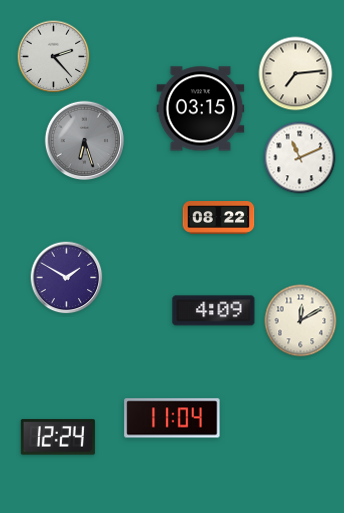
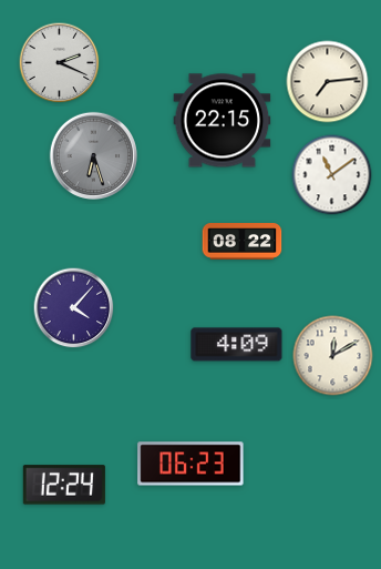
clock at (54, 57): 2:23 -> 2:19
clock at (201, 109): 03:15 -> 22:15
clock at (300, 158): 11:11 -> 11:09
clock at (67, 278): 1:50 -> 4:07
clock at (172, 418): 11:04 -> 06:23
